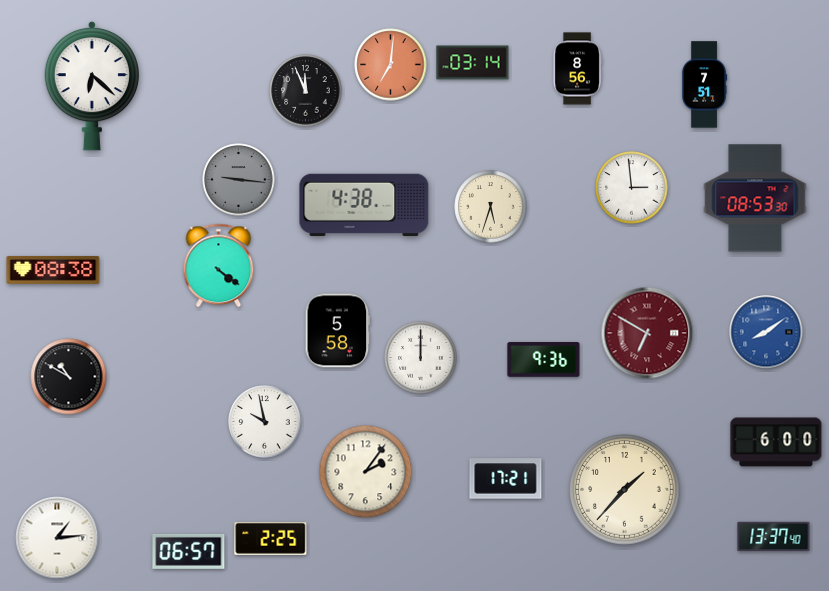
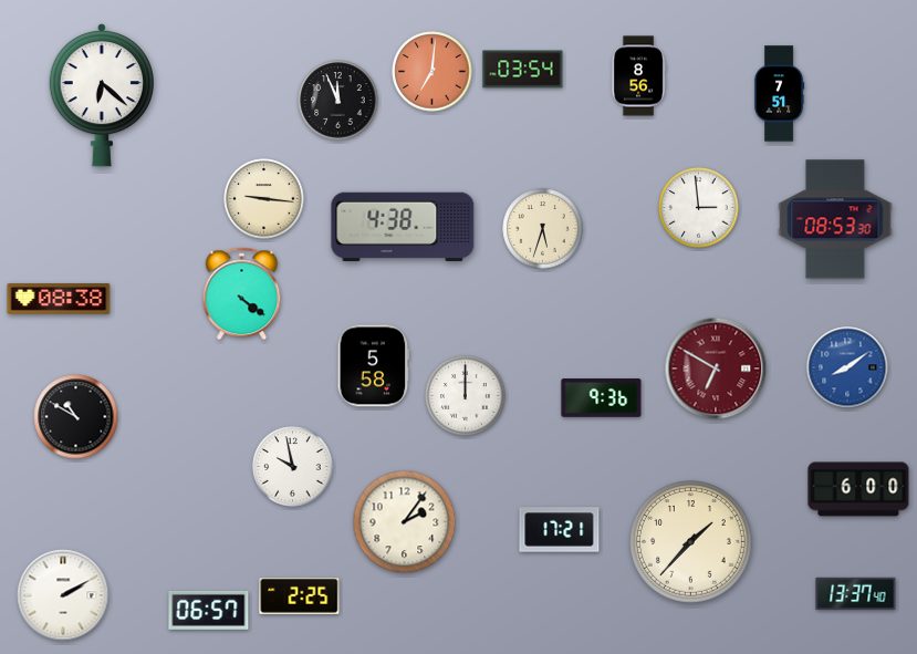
clock at (473, 63): 03:14 -> 03:54
clock at (239, 180) dial: grey -> cream
clock at (57, 538): 1:14 -> 2:10
